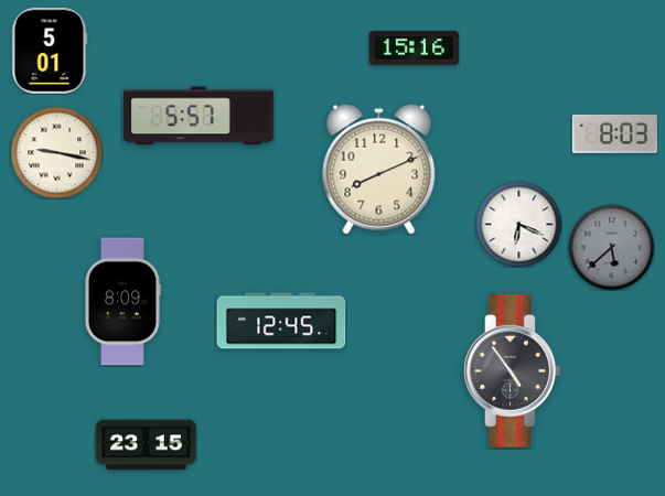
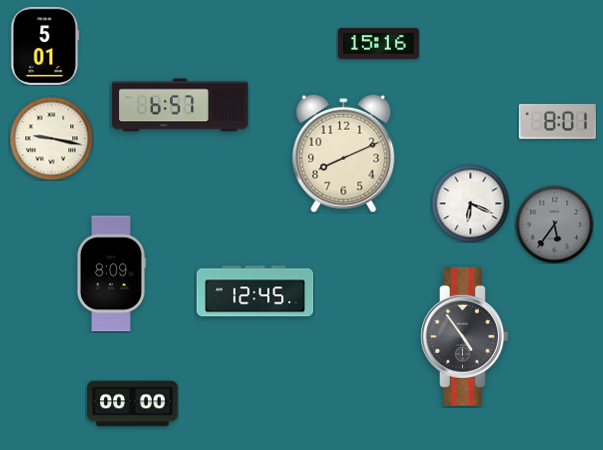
clock at (414, 47) position: (414, 47) -> (378, 43)
clock at (199, 116): 5:57 -> 6:57
clock at (614, 133): 8:03 -> 8:01
clock at (611, 247): 5:38 -> 5:36
clock at (147, 445): 23:15 -> 00:00
